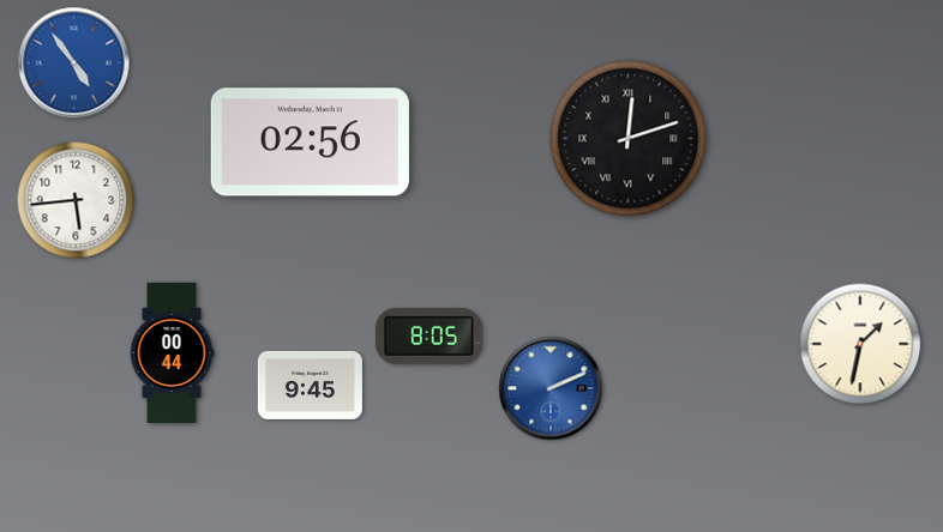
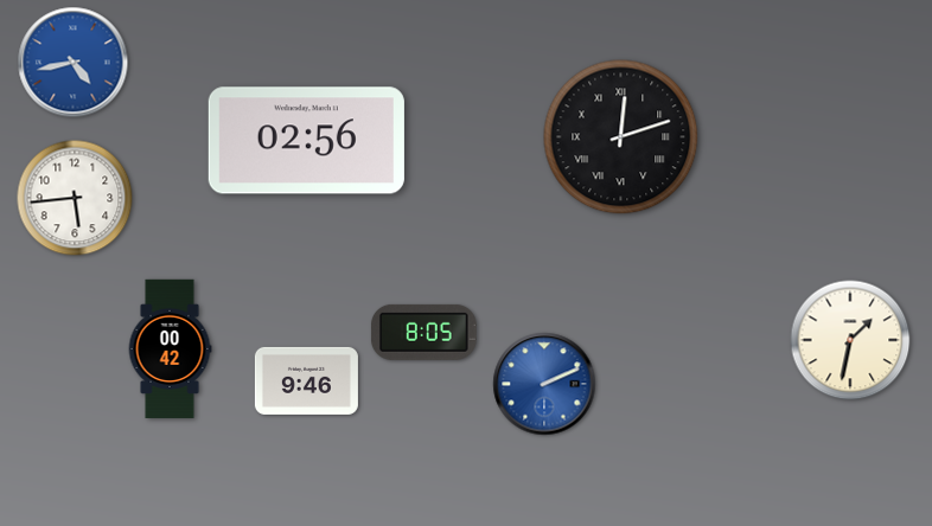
clock at (74, 64): 4:54 -> 4:43
clock at (172, 353): 00:44 -> 00:42
clock at (310, 385): 9:45 -> 9:46
